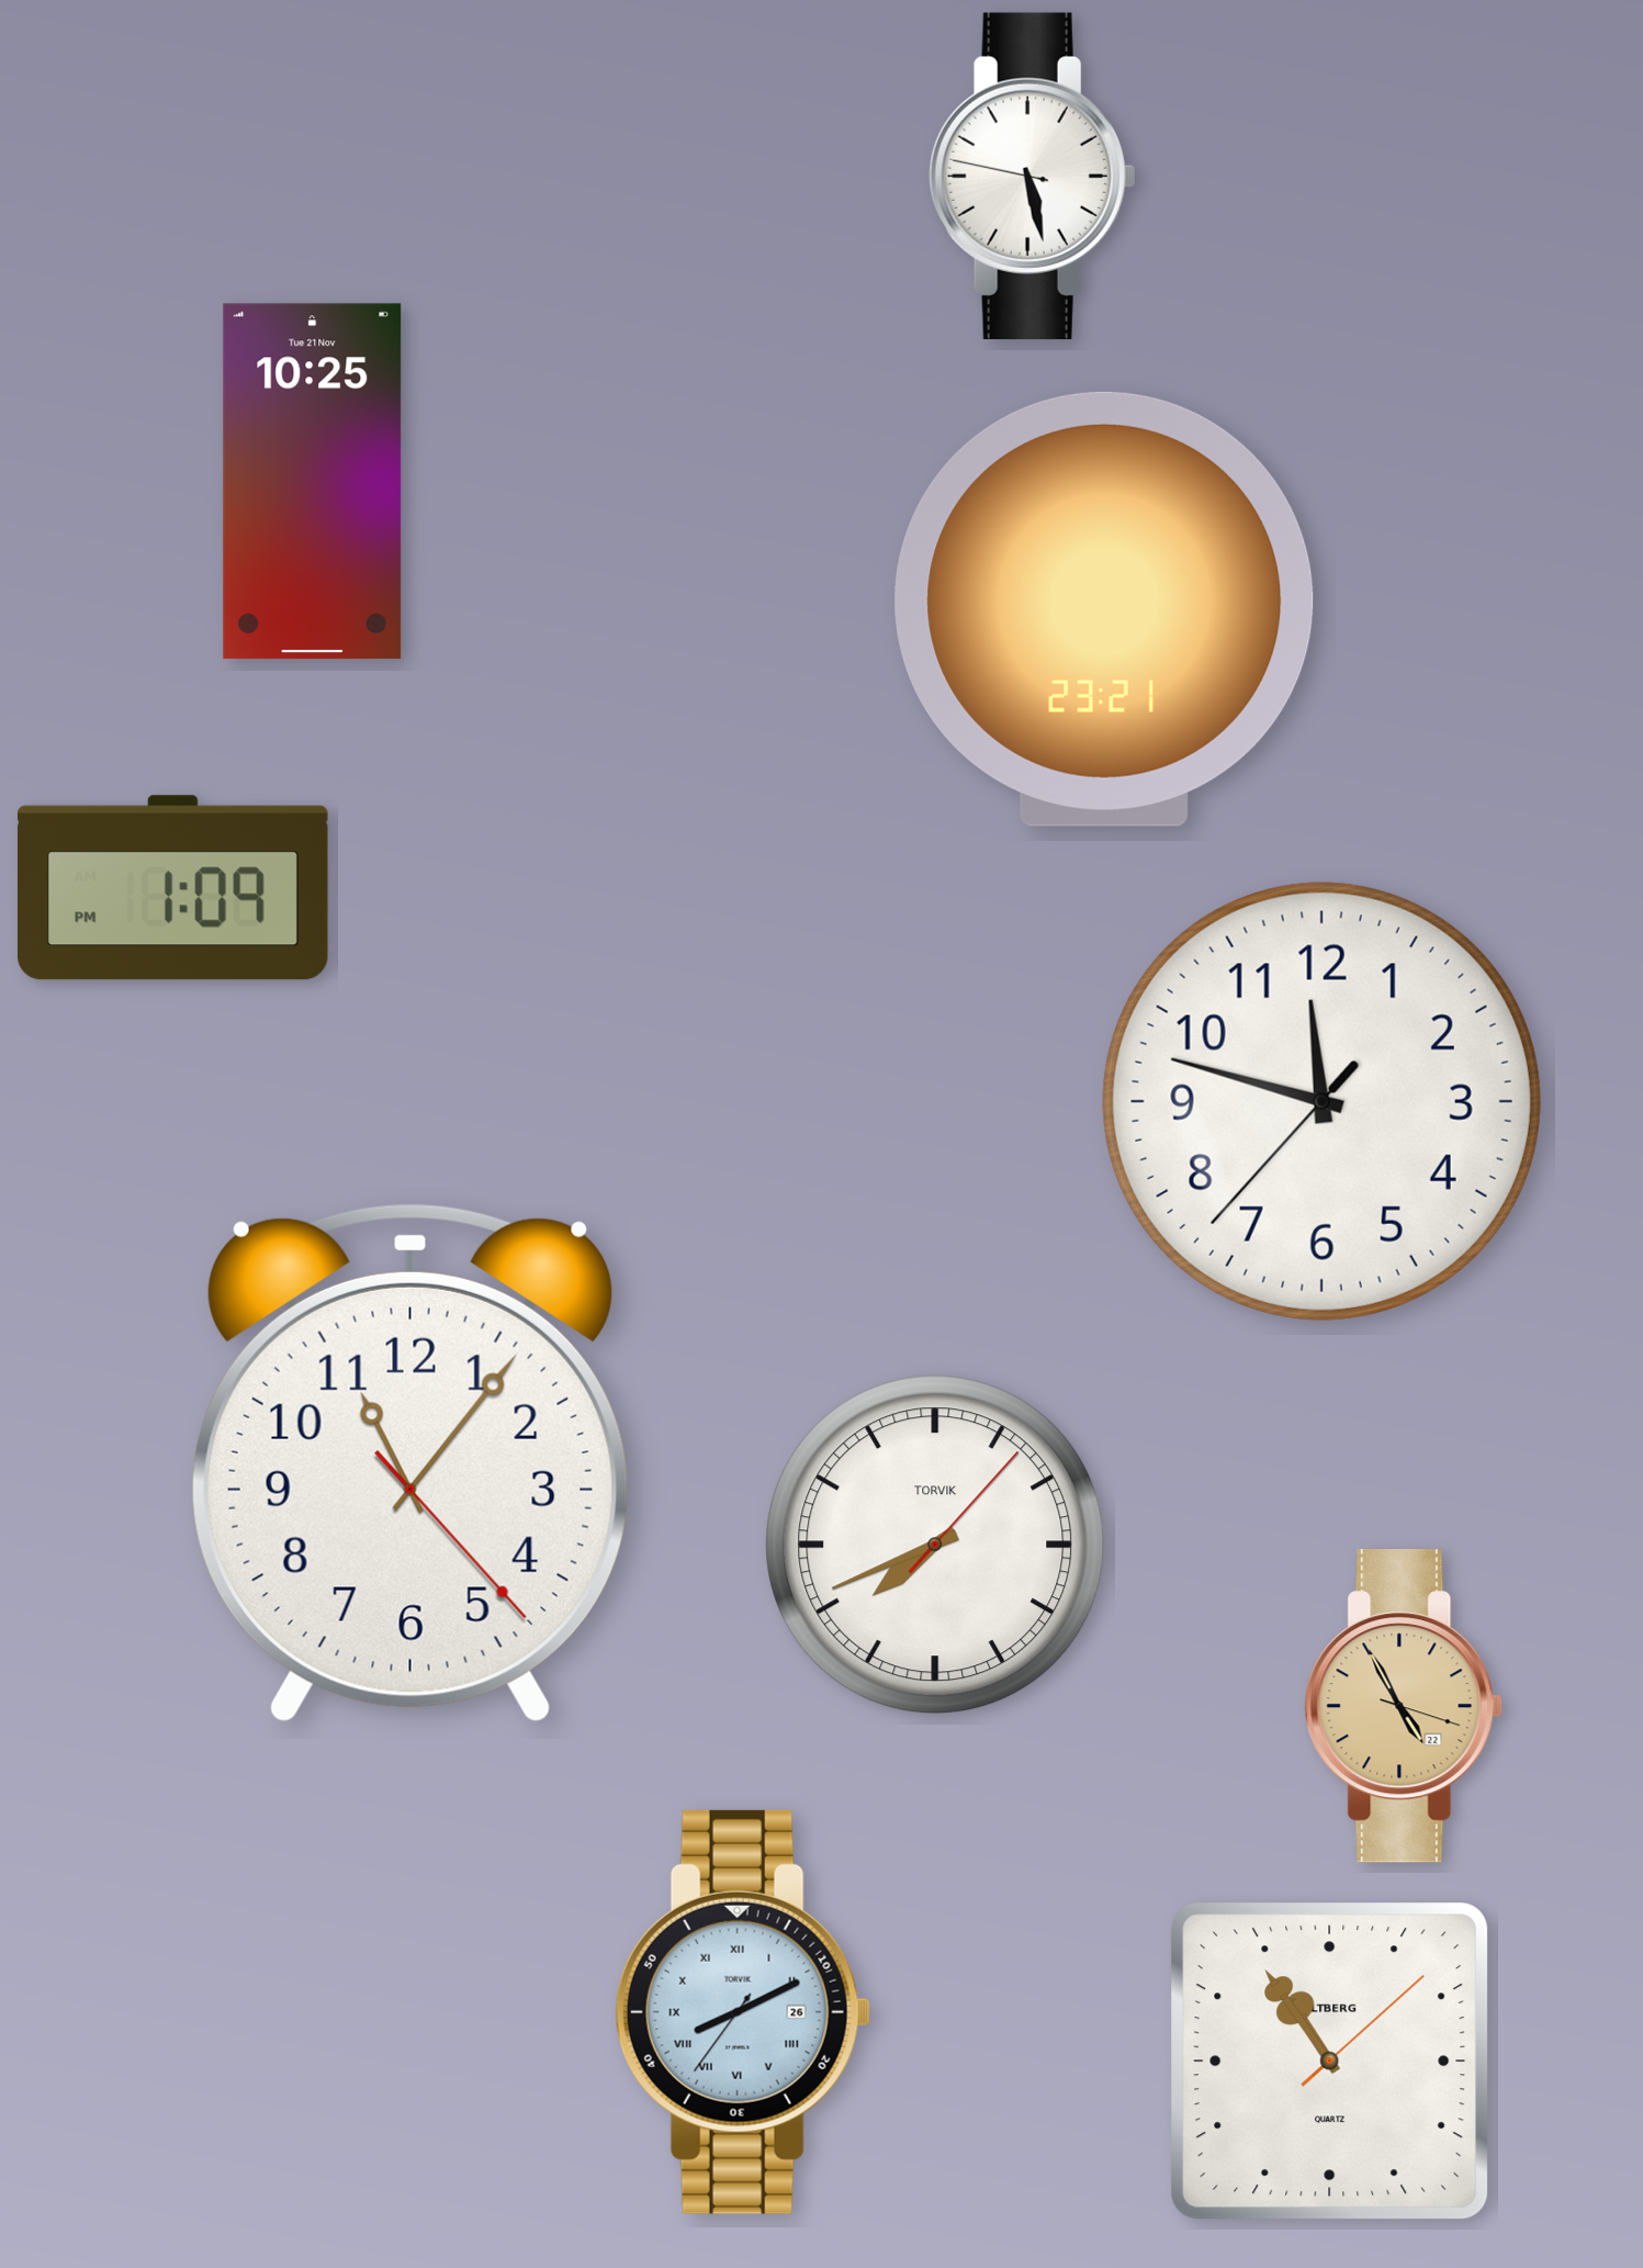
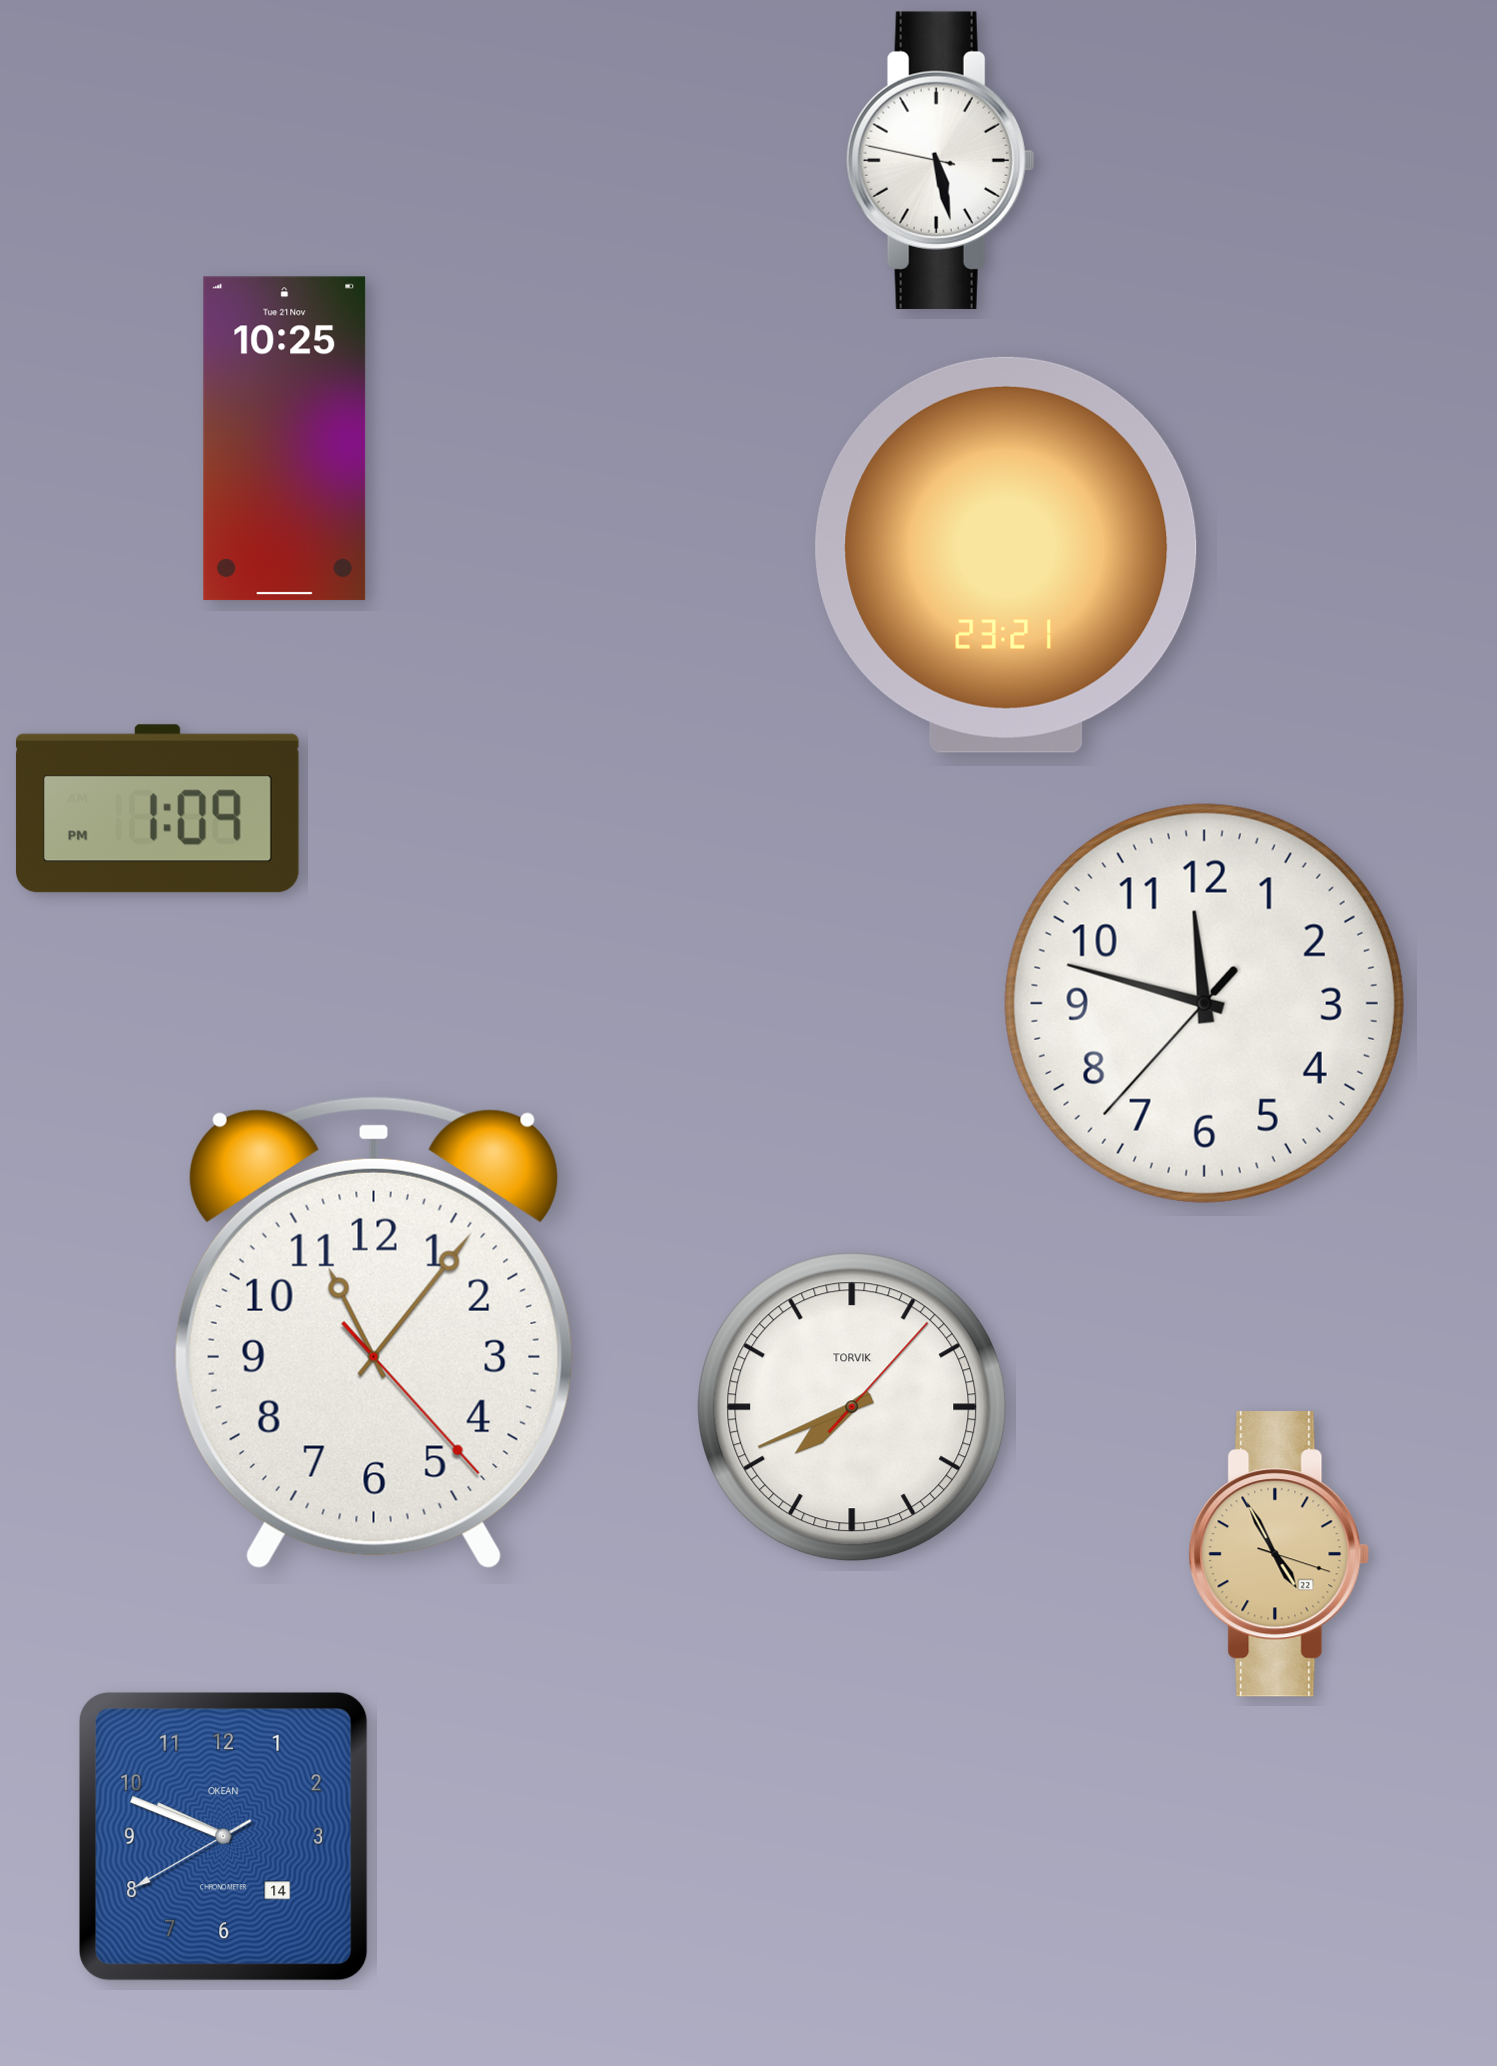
clock at (743, 2012): 8:10 -> none
clock at (224, 1837): none -> 9:48
clock at (1330, 2062): 10:54 -> none
